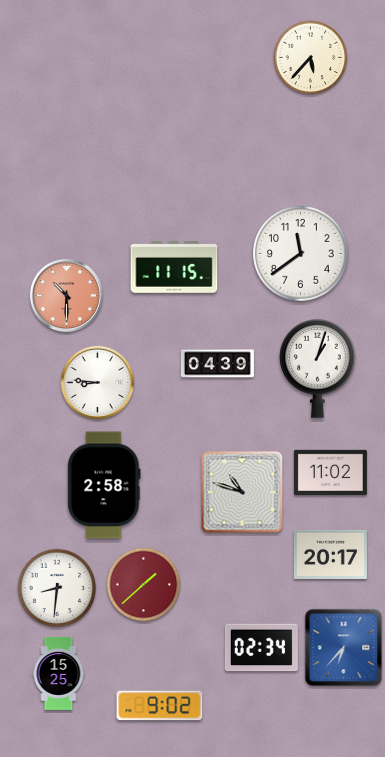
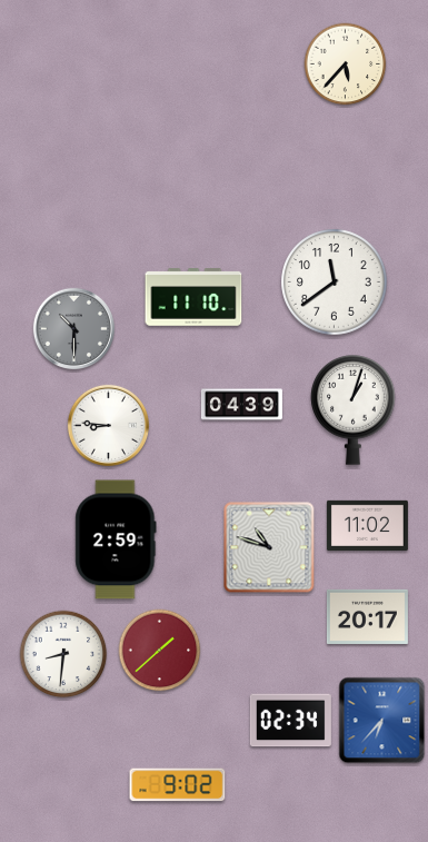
clock at (174, 267): 11:15 -> 11:10
clock at (66, 295) dial: salmon -> grey
clock at (104, 485): 2:58 -> 2:59
clock at (59, 673): 15:25 -> none
